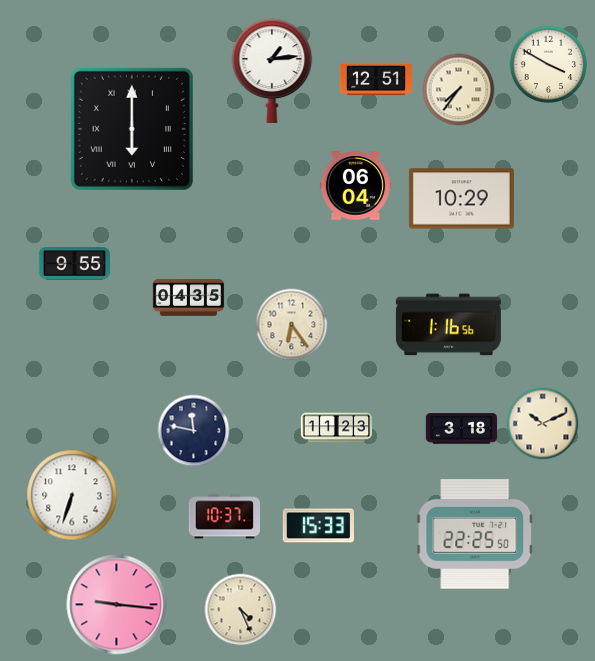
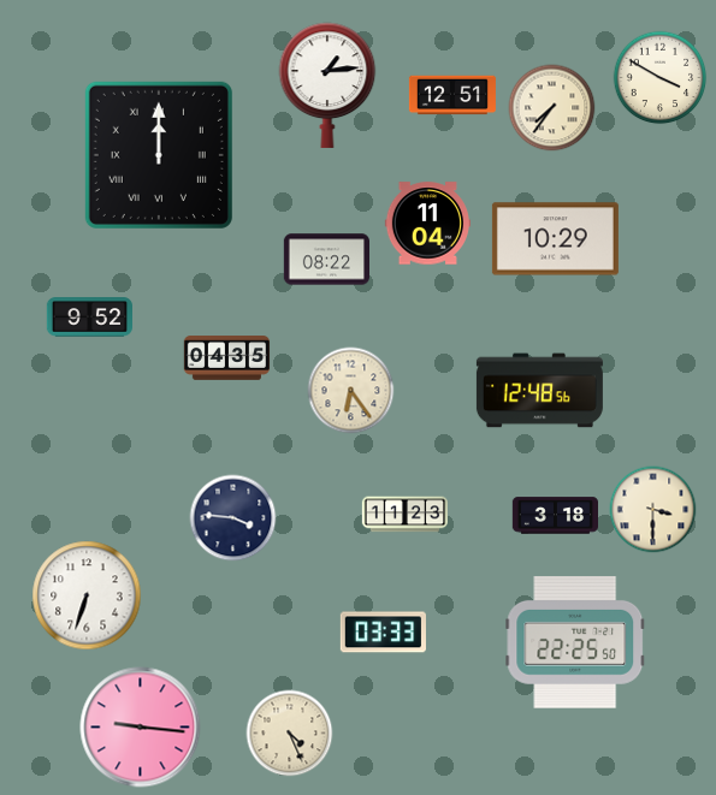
clock at (132, 129): 6:00 -> 12:00
clock at (355, 186): 06:04 -> 11:04
clock at (326, 260): none -> 08:22
clock at (74, 264): 9:55 -> 9:52
clock at (448, 325): 1:16 -> 12:48
clock at (543, 424): 10:11 -> 3:30
clock at (194, 431): 11:47 -> 3:46
clock at (224, 517): 10:37 -> none
clock at (318, 526): 15:33 -> 03:33
clock at (475, 535) position: (475, 535) -> (575, 643)
